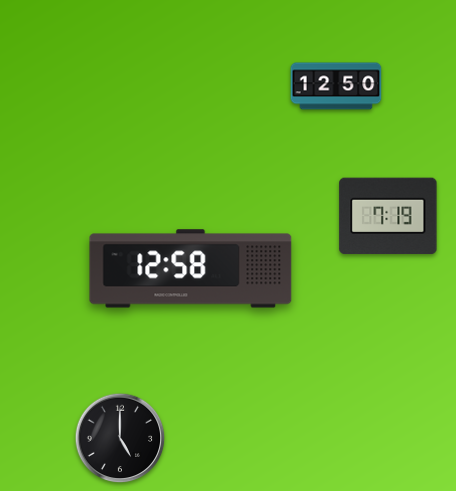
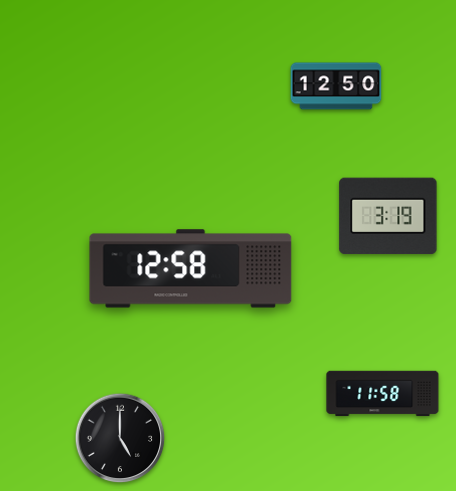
clock at (388, 216): 7:19 -> 3:19
clock at (383, 394): none -> 11:58
